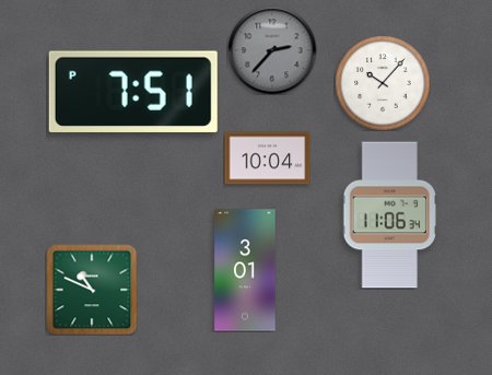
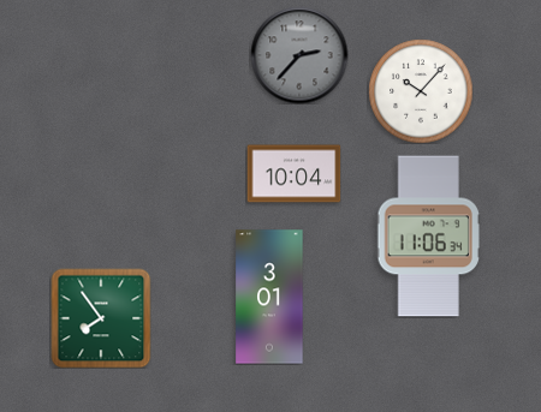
clock at (133, 92): 7:51 -> none
clock at (92, 290): 10:49 -> 7:54
